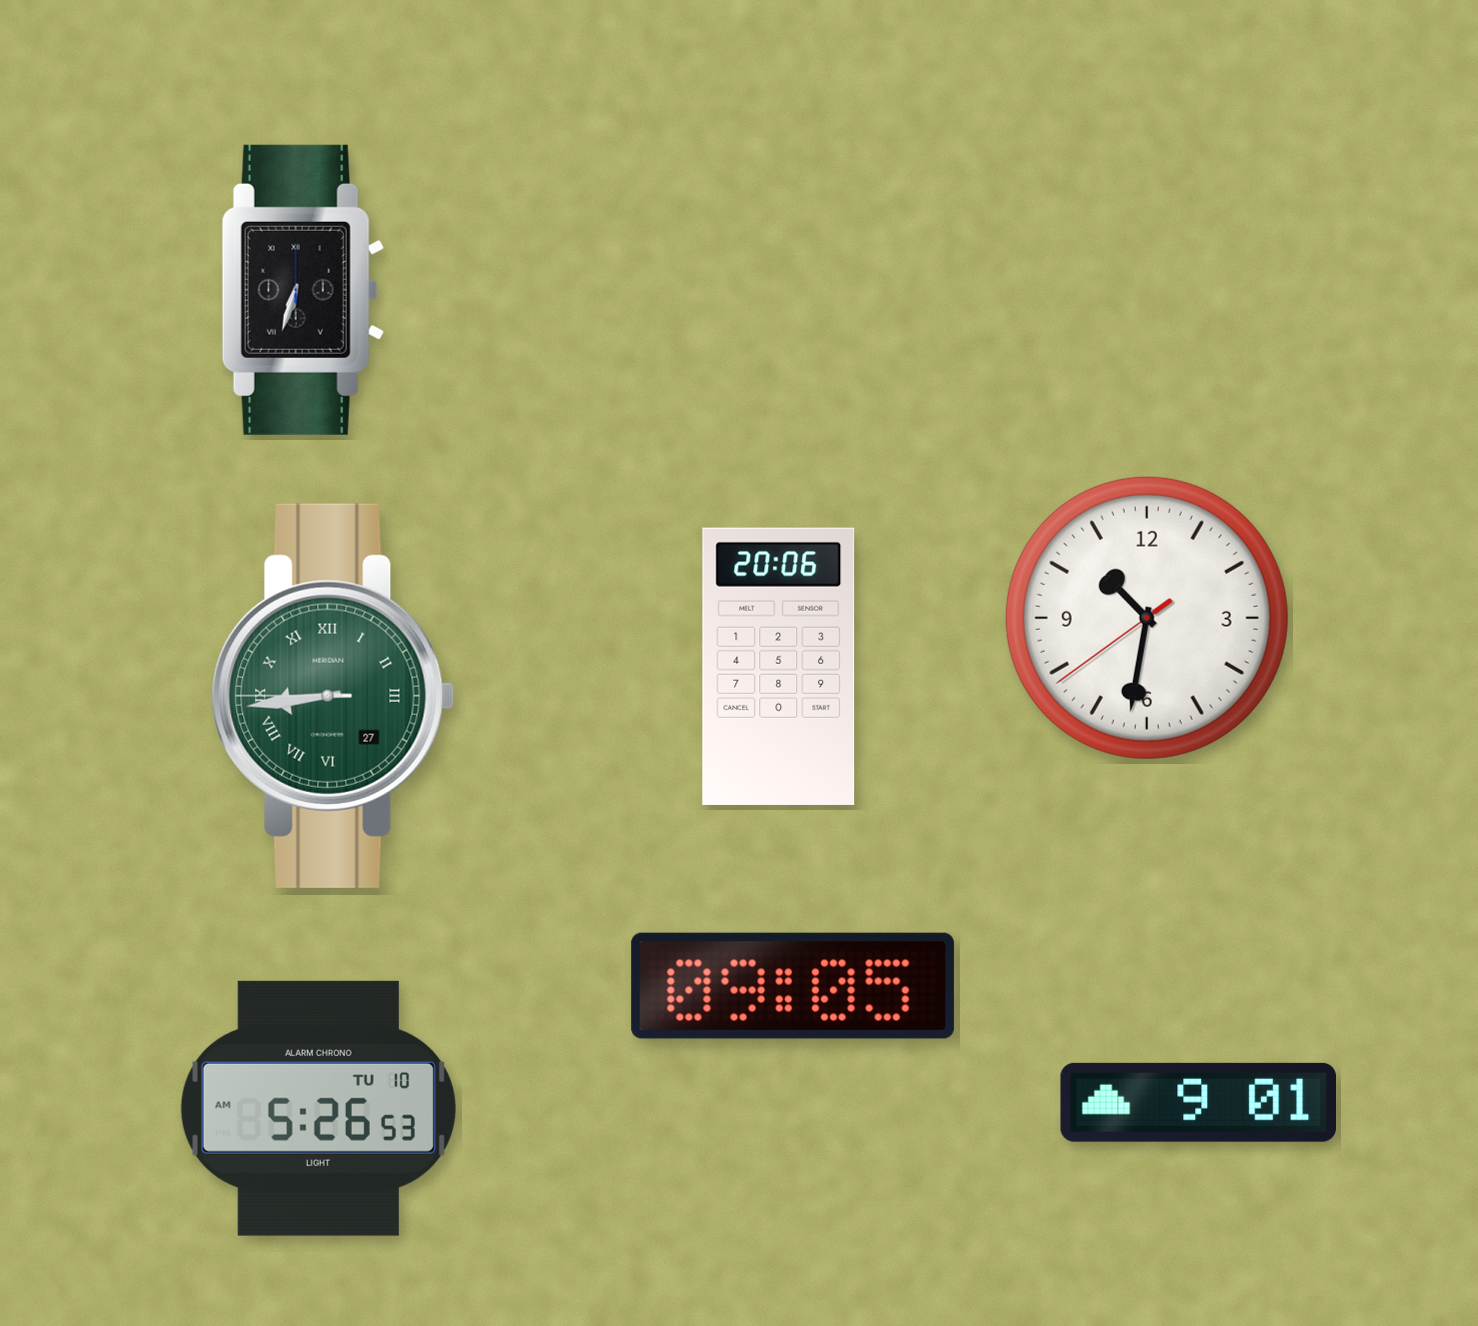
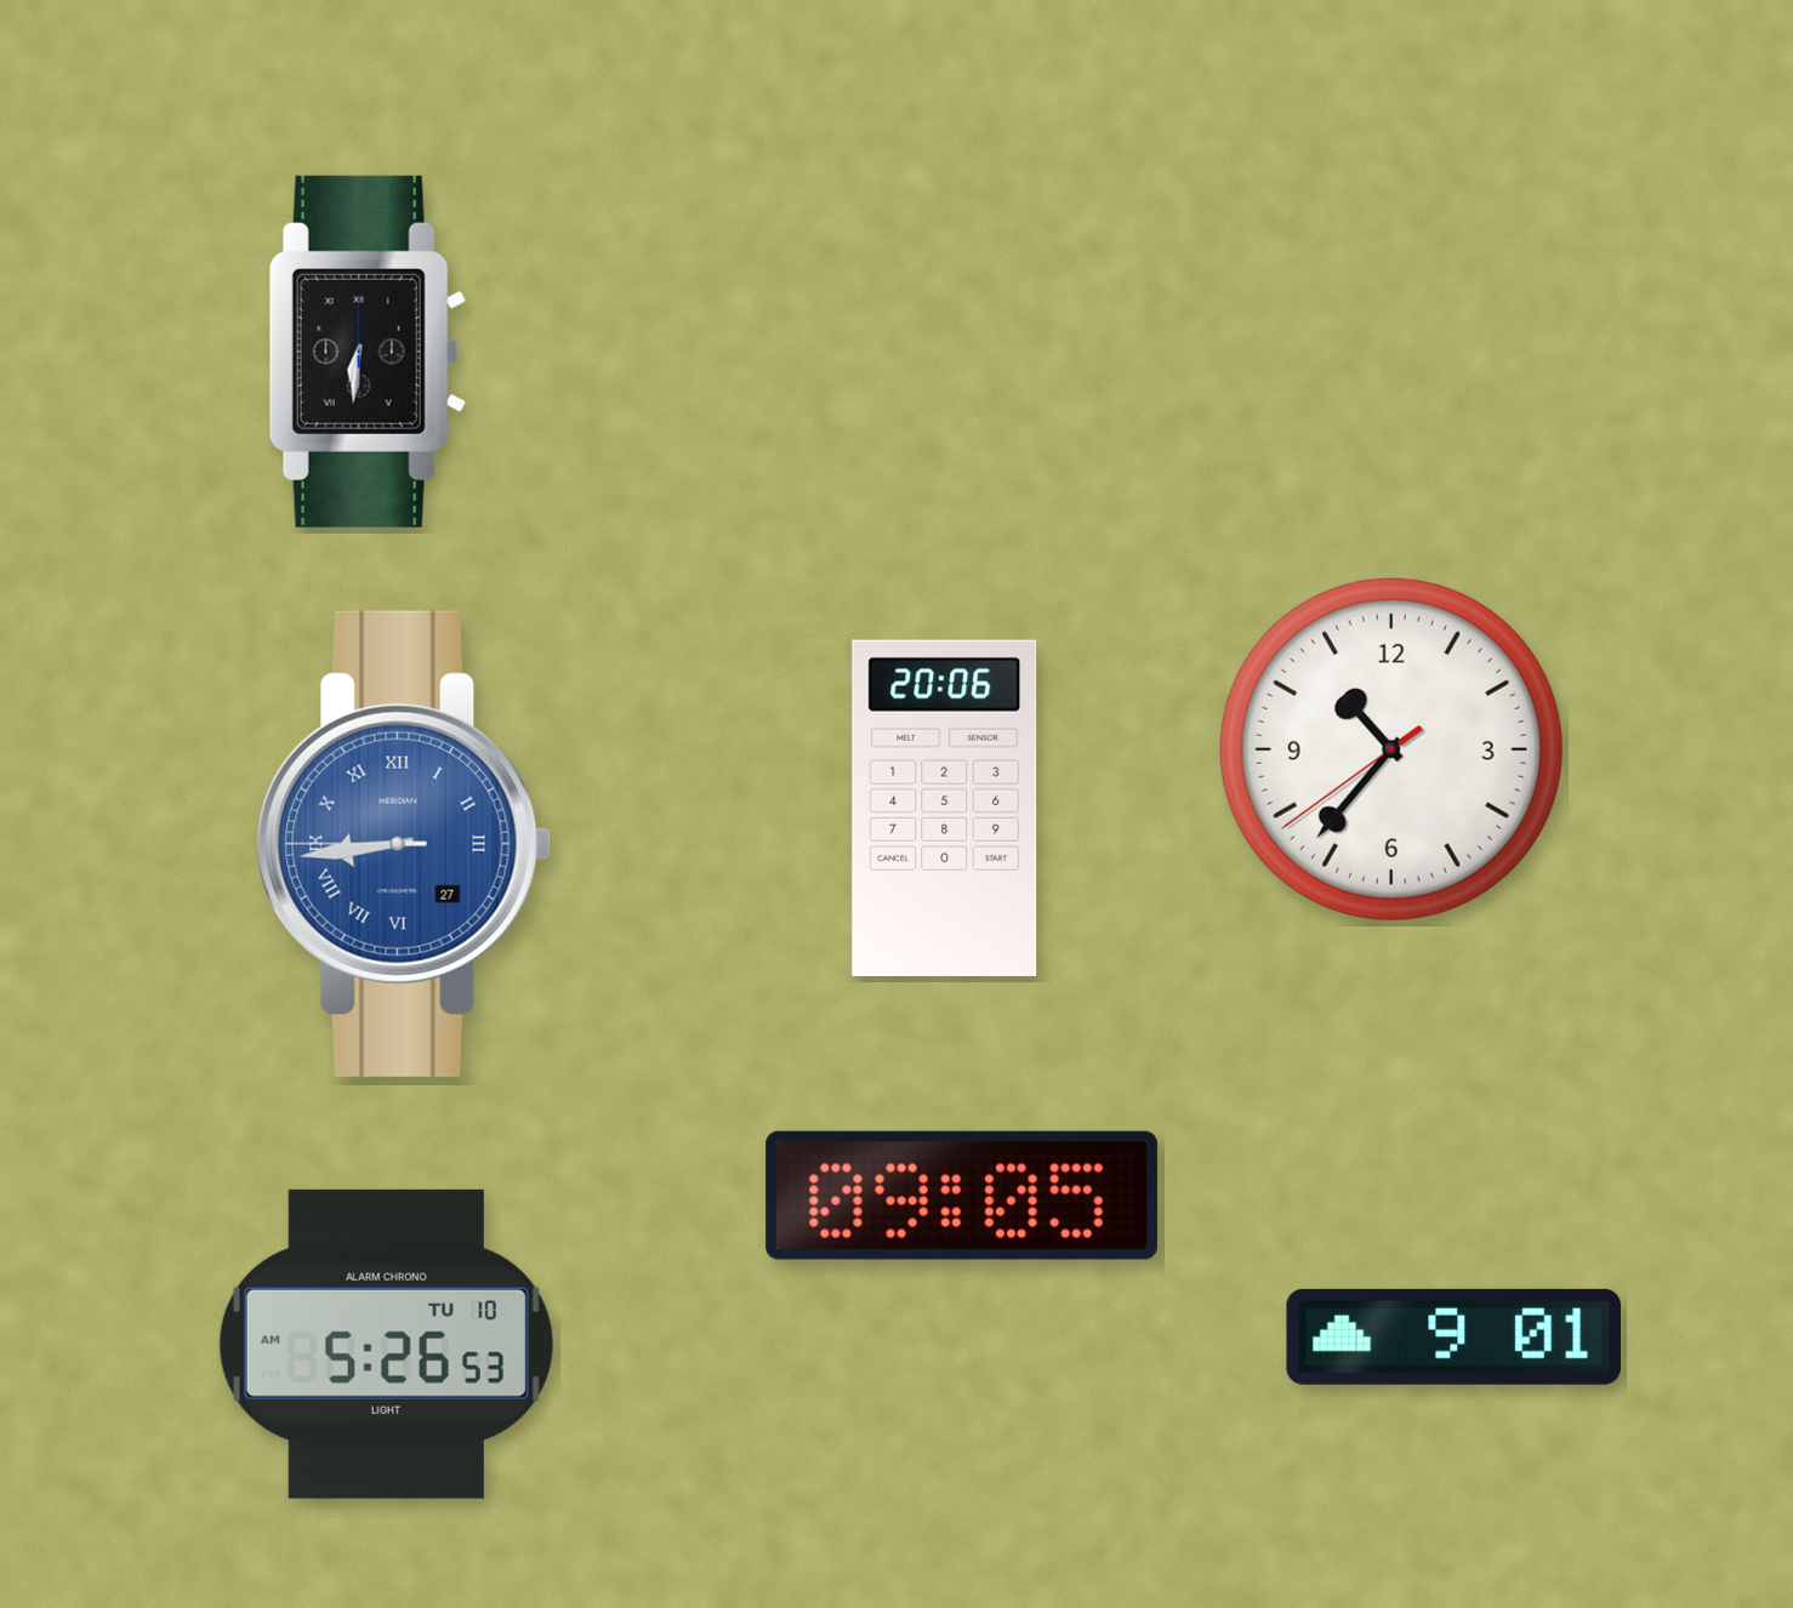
clock at (303, 290): 6:33 -> 6:31
clock at (1147, 618): 10:31 -> 10:36
clock at (333, 696) dial: green -> blue
